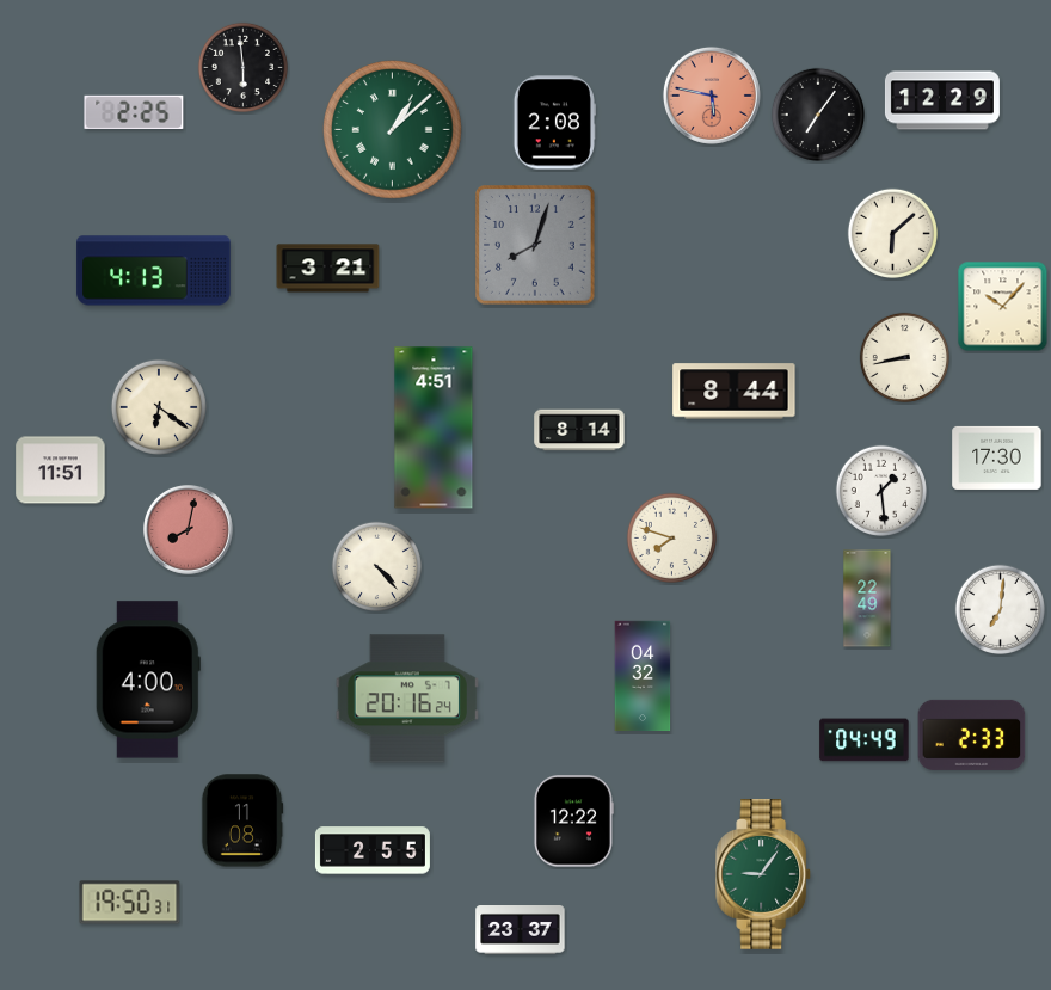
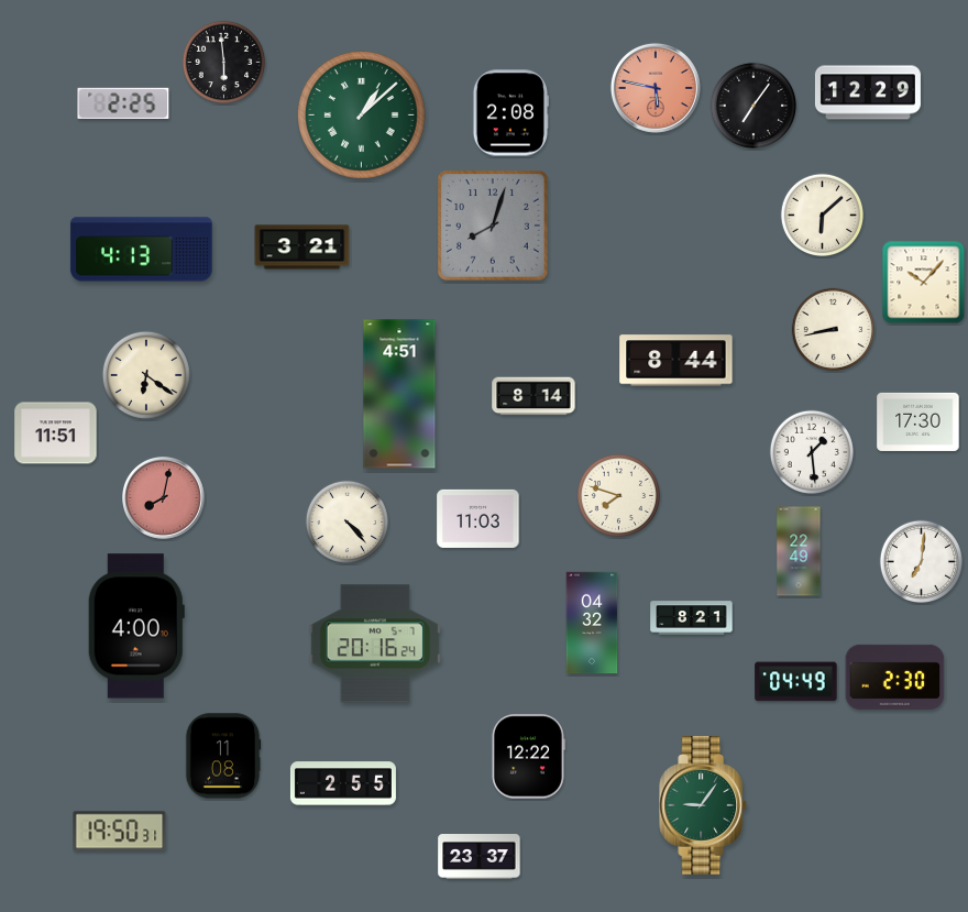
clock at (393, 130) position: (393, 130) -> (362, 116)
clock at (189, 530) position: (189, 530) -> (164, 498)
clock at (479, 518): none -> 11:03
clock at (692, 618): none -> 8:21
clock at (972, 734): 2:33 -> 2:30
